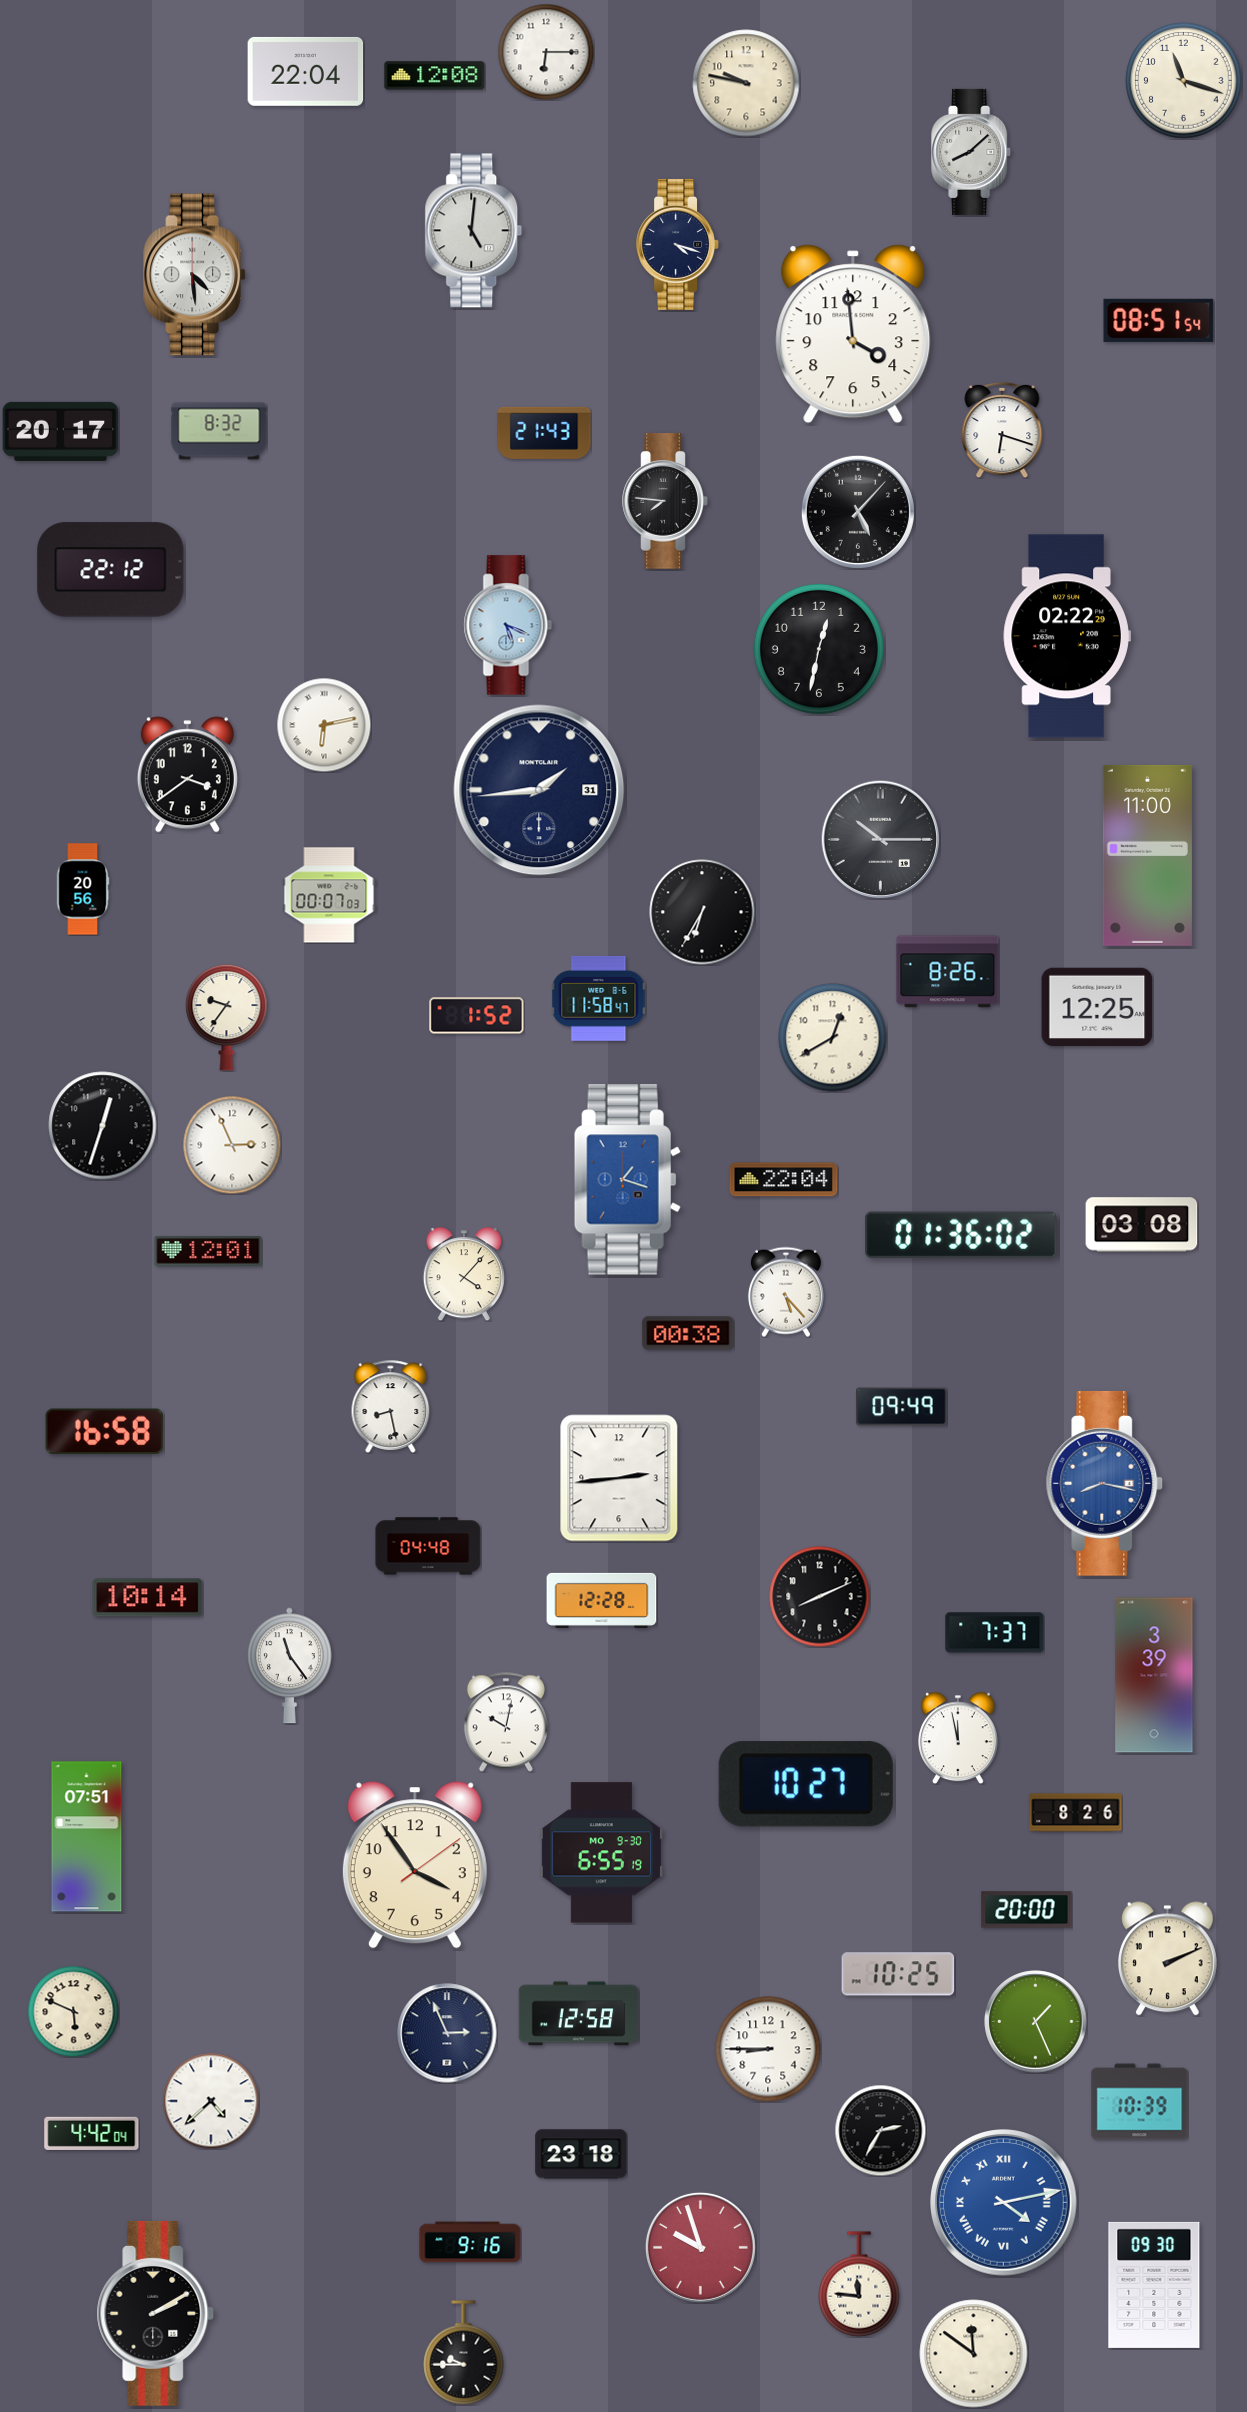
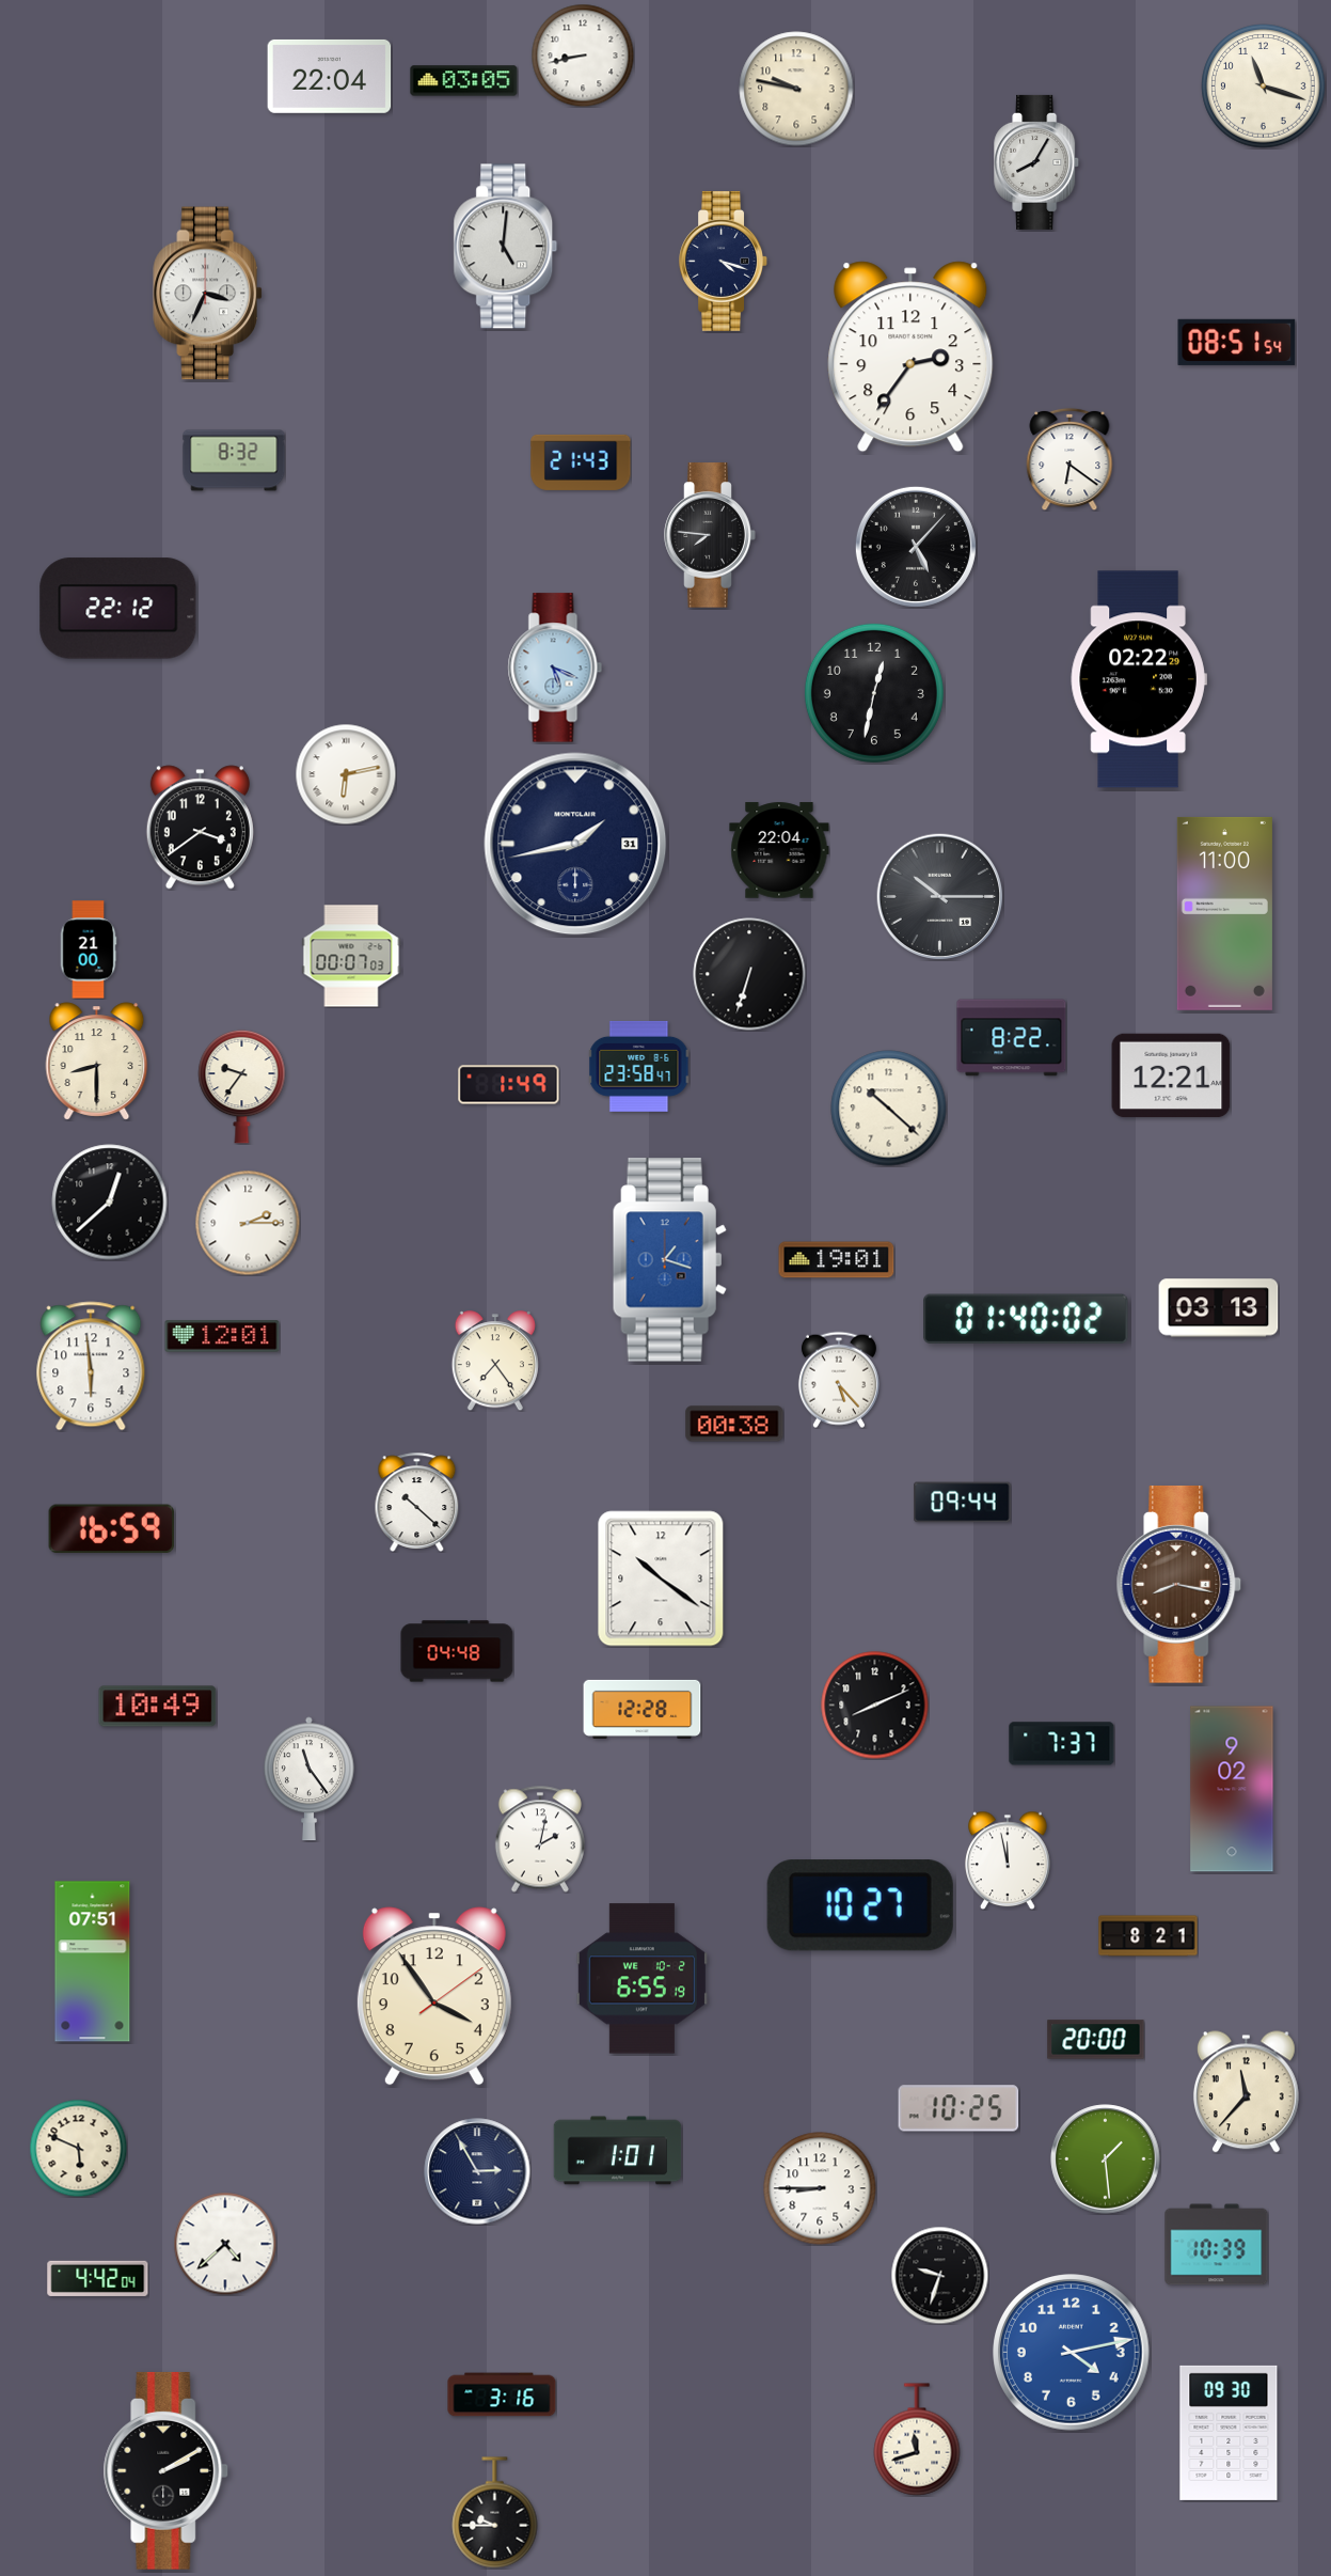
clock at (546, 52): 6:15 -> 8:43
clock at (306, 71) position: (306, 71) -> (330, 76)
clock at (435, 76): 12:08 -> 03:05
clock at (972, 152): 8:08 -> 8:05
clock at (194, 275): 4:29 -> 3:34
clock at (853, 334): 3:59 -> 2:36
clock at (1002, 430): 6:18 -> 6:21
clock at (61, 431): 20:17 -> none
clock at (508, 625) position: (508, 625) -> (555, 667)
clock at (539, 790): 1:44 -> 1:43
clock at (779, 850): none -> 22:04
clock at (83, 889): 20:56 -> 21:00
clock at (702, 912): 6:35 -> 6:33
clock at (948, 972): 8:26 -> 8:22
clock at (97, 1062): none -> 8:30
clock at (598, 998): 11:58 -> 23:58
clock at (1097, 1007): 12:25 -> 12:21
clock at (477, 1016): 1:52 -> 1:49
clock at (833, 1038): 12:40 -> 10:22
clock at (103, 1126): 12:33 -> 12:38
clock at (232, 1145): 2:56 -> 2:15
clock at (784, 1180): 22:04 -> 19:01
clock at (1142, 1225): 03:08 -> 03:13
clock at (961, 1235): 01:36 -> 01:40
clock at (464, 1274): 4:07 -> 7:24
clock at (91, 1366): none -> 5:59
clock at (391, 1406): 8:28 -> 10:22
clock at (902, 1407): 09:49 -> 09:44
clock at (104, 1431): 16:58 -> 16:59
clock at (619, 1478): 2:44 -> 10:21
clock at (1105, 1483) dial: blue -> brown
clock at (148, 1598): 10:14 -> 10:49
clock at (1154, 1675): 3:39 -> 9:02
clock at (506, 1722): 10:02 -> 2:02
clock at (959, 1738) position: (959, 1738) -> (1009, 1860)
clock at (1076, 1813): 8:26 -> 8:21
clock at (601, 1853) date: MO 9-30 -> WE 10-2
clock at (415, 1865) position: (415, 1865) -> (434, 1996)
clock at (1167, 1959): 2:11 -> 11:37
clock at (579, 2014): 12:58 -> 1:01
clock at (1036, 2022): 1:26 -> 1:29
clock at (447, 2033): 2:56 -> 2:55
clock at (880, 2130): 2:35 -> 9:33
clock at (581, 2154): 23:18 -> none
clock at (1004, 2203) numerals: Roman -> Arabic
clock at (470, 2242): 9:16 -> 3:16
clock at (700, 2247): 9:57 -> none
clock at (859, 2284): 11:46 -> 11:42
clock at (1154, 2285) position: (1154, 2285) -> (1229, 2433)
clock at (974, 2354): 11:51 -> none
